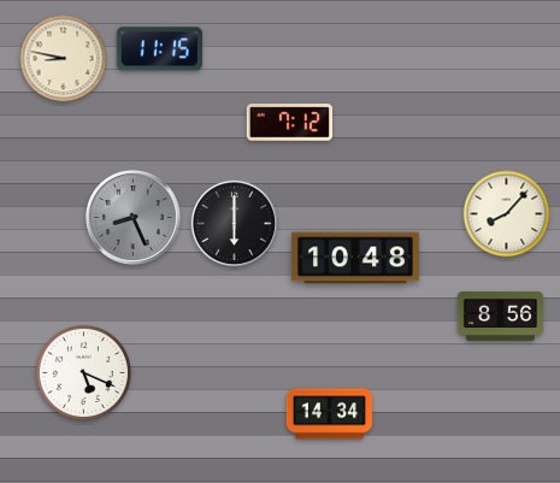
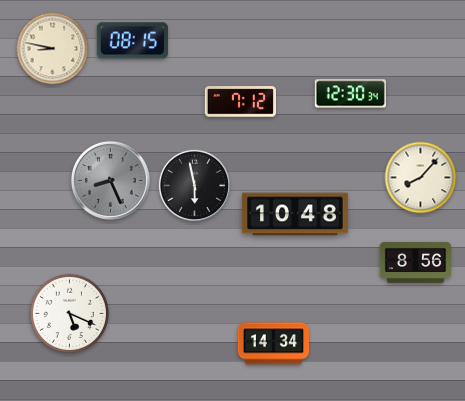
clock at (159, 49): 11:15 -> 08:15
clock at (350, 94): none -> 12:30
clock at (235, 224): 6:00 -> 5:58
clock at (83, 372) position: (83, 372) -> (69, 313)
